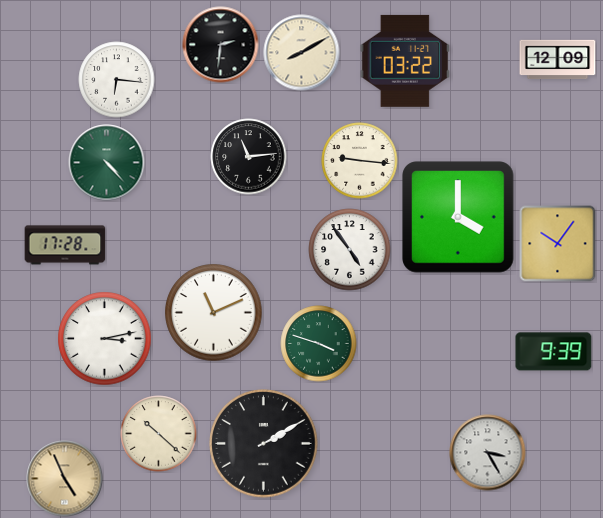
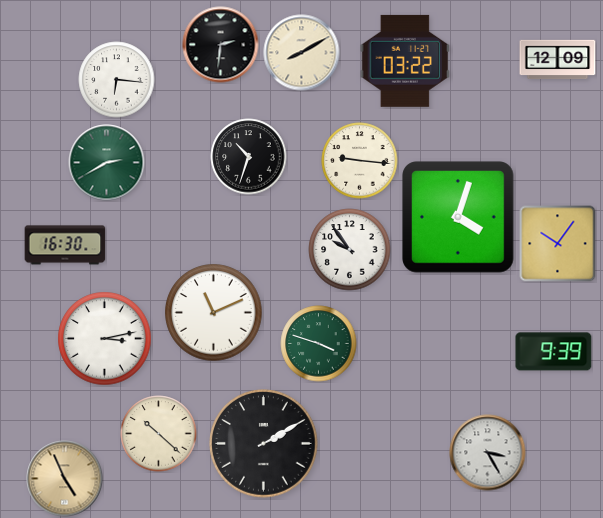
clock at (249, 157): 11:14 -> 10:33
clock at (107, 163): 4:23 -> 2:40
clock at (458, 217): 4:00 -> 4:03
clock at (65, 245): 17:28 -> 16:30
clock at (350, 250): 4:54 -> 9:54
